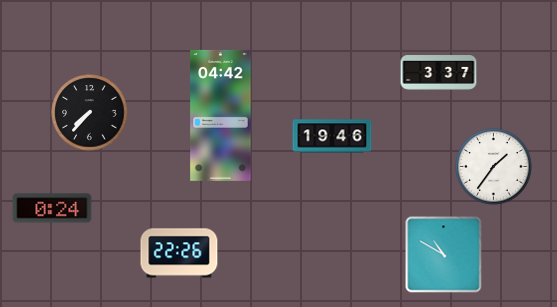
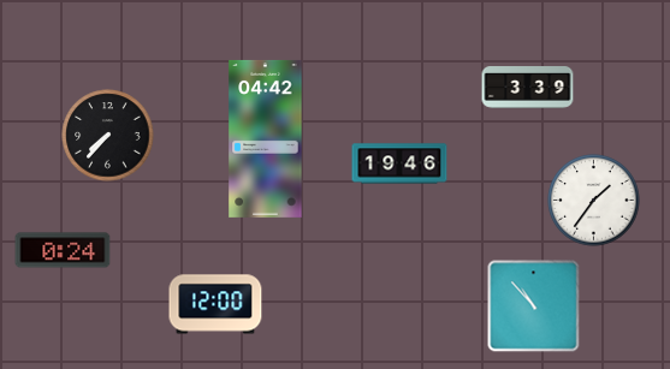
clock at (439, 73): 3:37 -> 3:39
clock at (179, 253): 22:26 -> 12:00
clock at (444, 255): 10:50 -> 10:53
